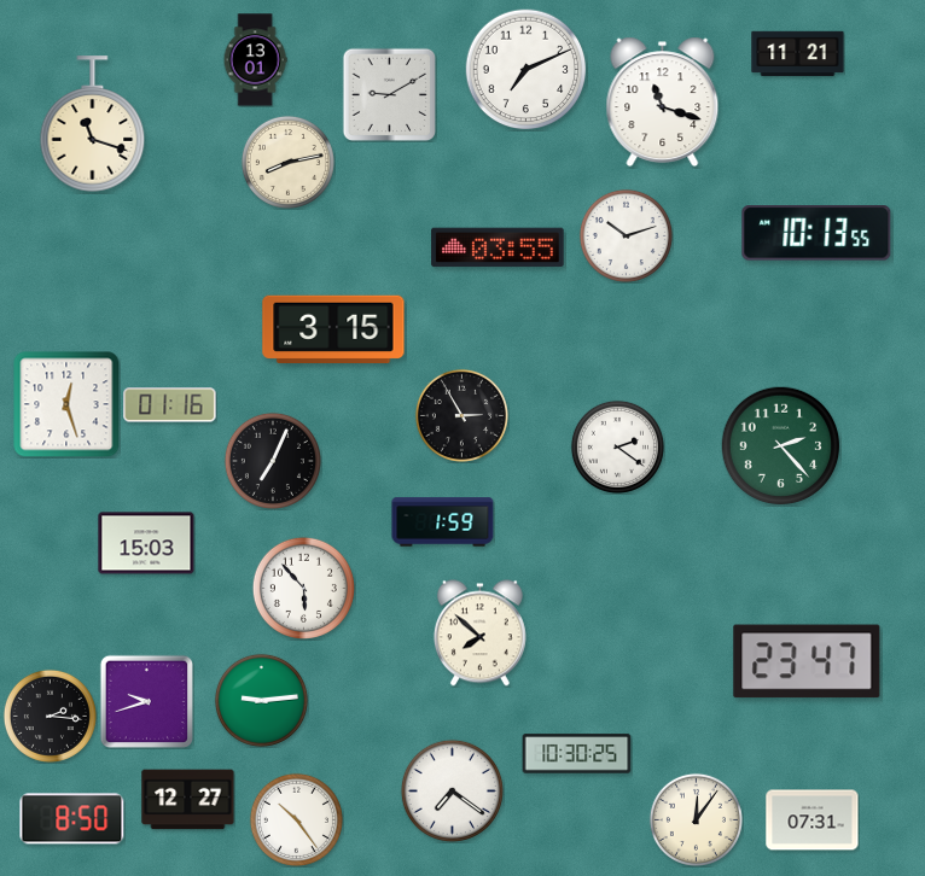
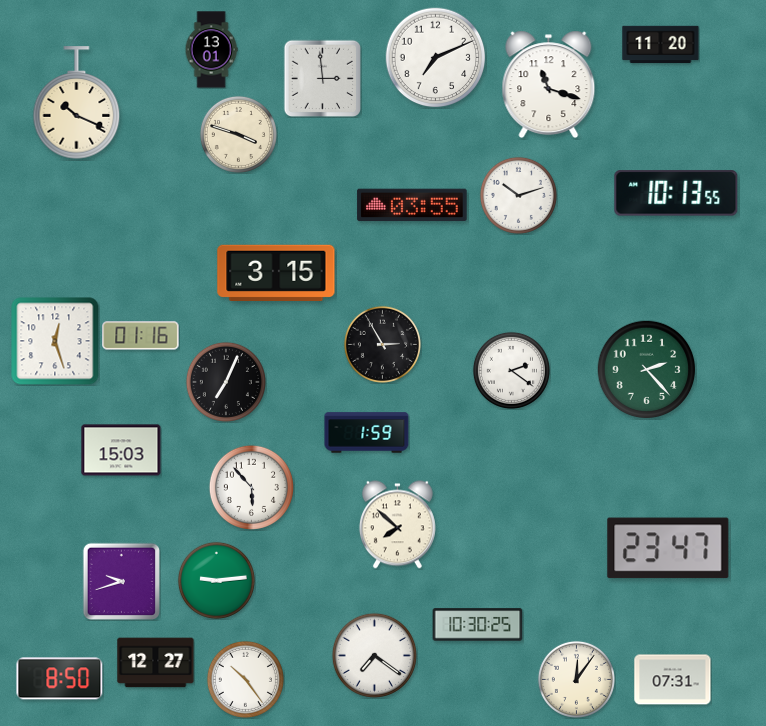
clock at (798, 54): 11:21 -> 11:20
clock at (389, 94): 9:10 -> 2:59
clock at (93, 124): 11:18 -> 10:19
clock at (287, 162): 8:13 -> 3:48
clock at (66, 404) position: (66, 404) -> (55, 341)
clock at (50, 716): 2:16 -> none
